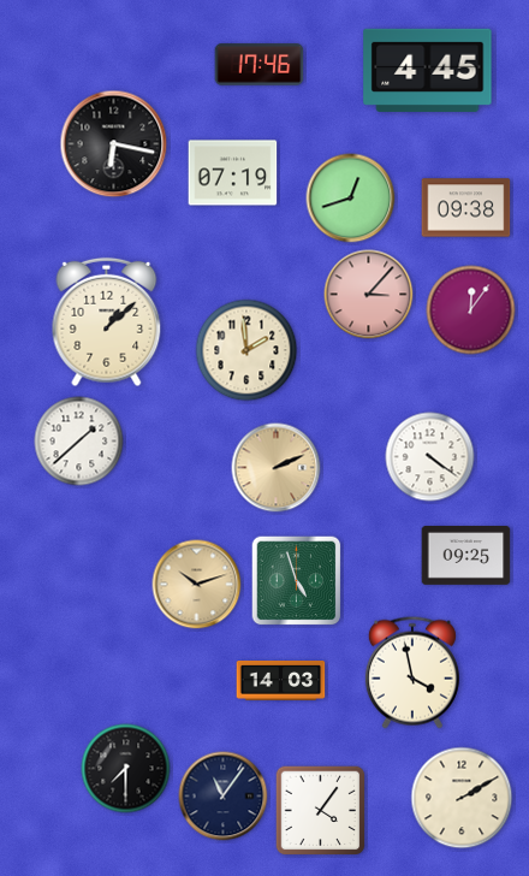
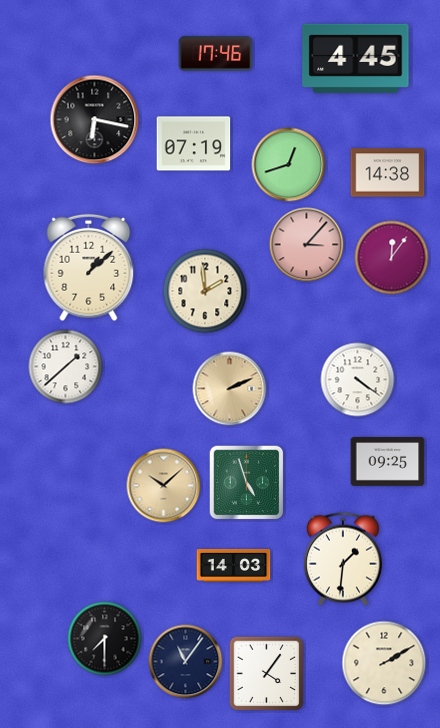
clock at (351, 199) position: (351, 199) -> (289, 165)
clock at (466, 208): 09:38 -> 14:38
clock at (197, 585): 10:12 -> 10:08
clock at (412, 673): 3:58 -> 1:31
